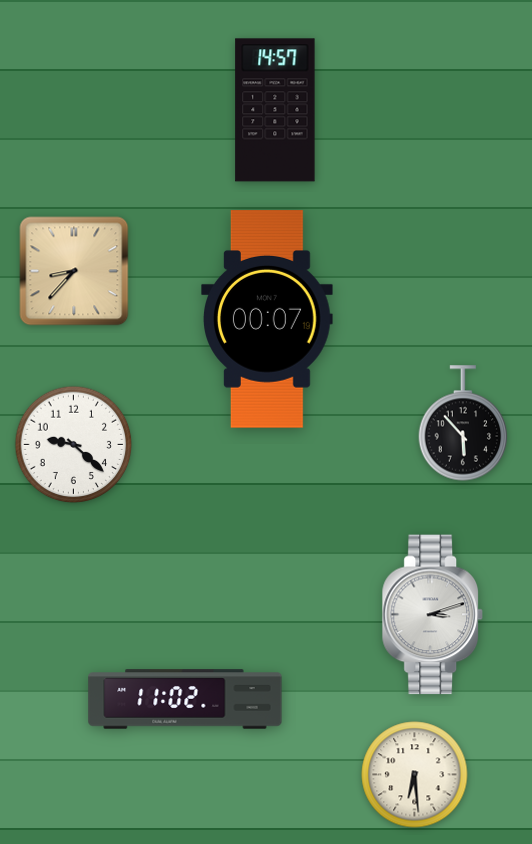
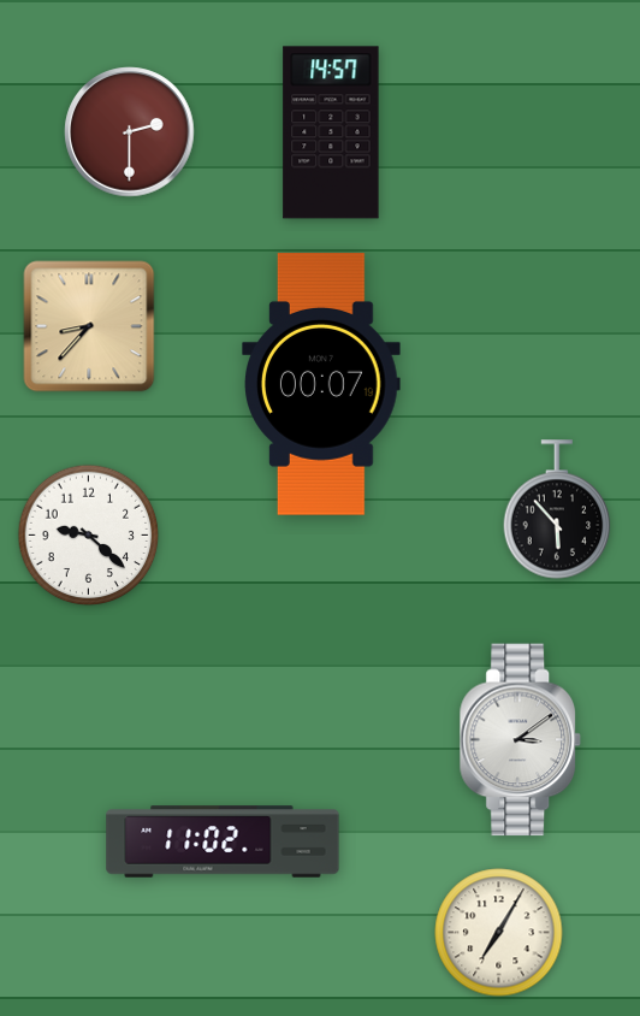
clock at (130, 132): none -> 2:30
clock at (432, 615): 3:12 -> 3:09
clock at (415, 775): 6:29 -> 7:05
